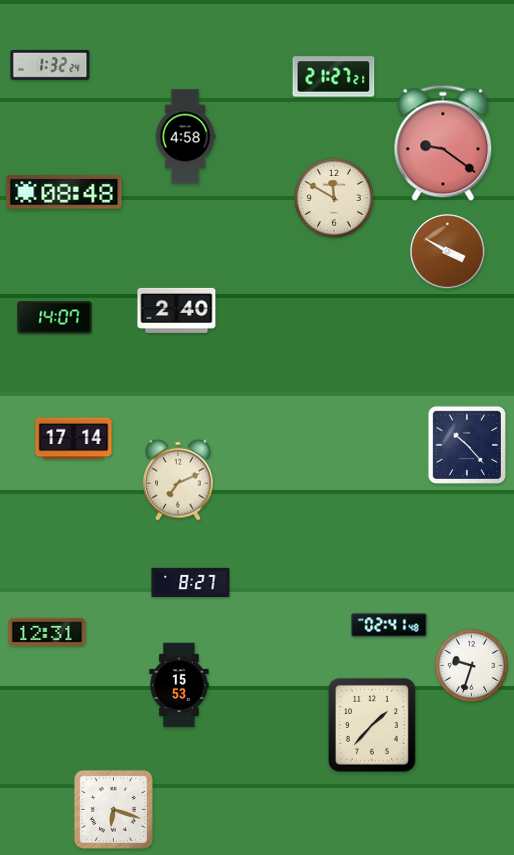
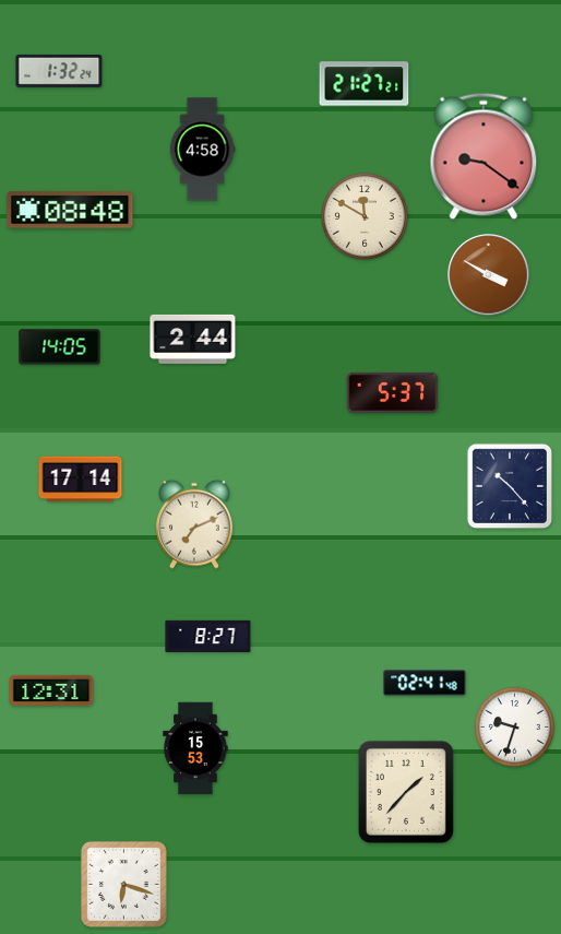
clock at (50, 65) position: (50, 65) -> (59, 71)
clock at (177, 310): 2:40 -> 2:44
clock at (55, 318): 14:07 -> 14:05
clock at (393, 392): none -> 5:37
